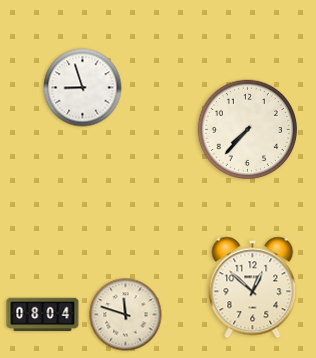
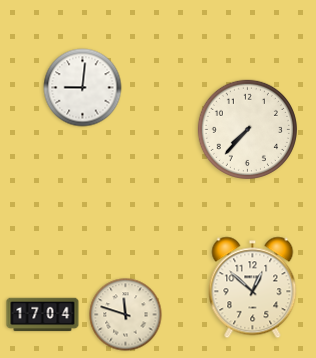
clock at (83, 88): 8:57 -> 9:01
clock at (43, 315): 08:04 -> 17:04
